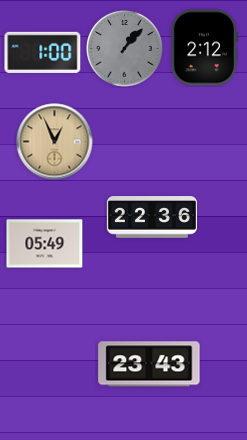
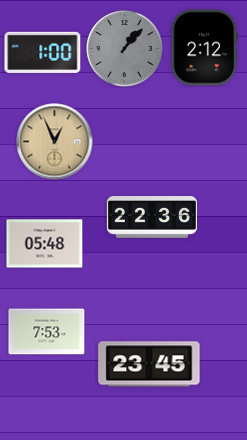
clock at (45, 244): 05:49 -> 05:48
clock at (47, 332): none -> 7:53
clock at (149, 364): 23:43 -> 23:45
